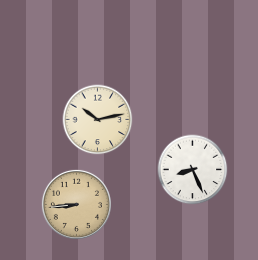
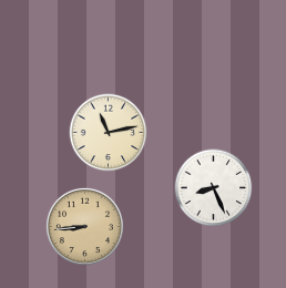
clock at (98, 120): 10:13 -> 11:13
